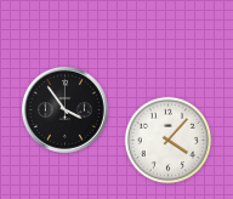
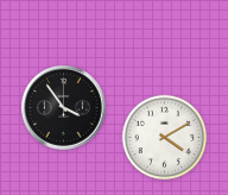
clock at (169, 141): 4:07 -> 4:10
